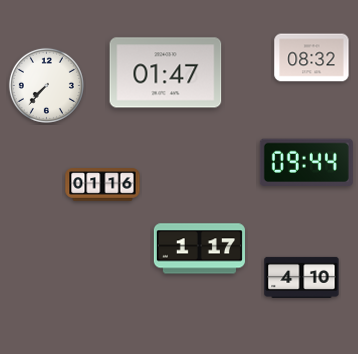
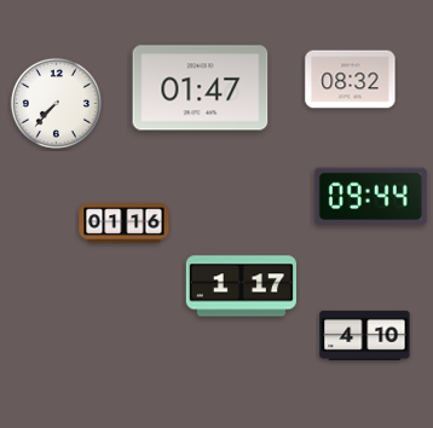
clock at (312, 58) position: (312, 58) -> (351, 80)
clock at (199, 249) position: (199, 249) -> (241, 287)
